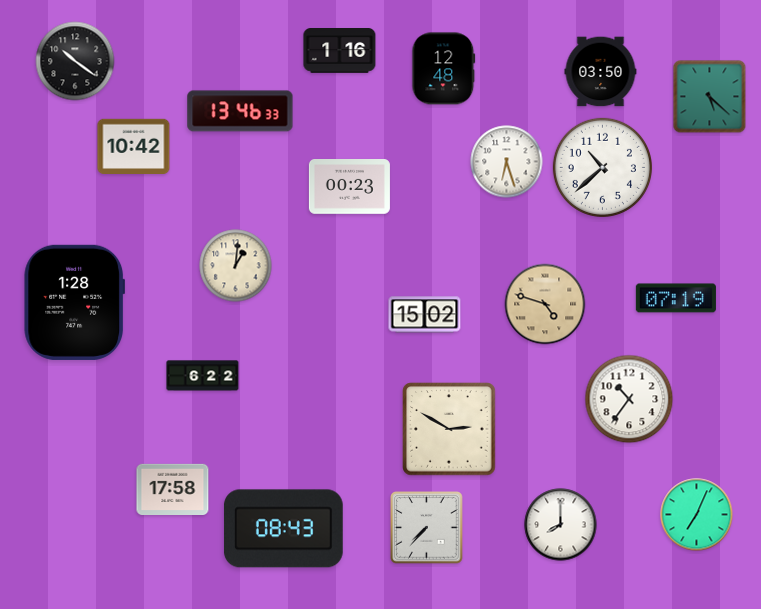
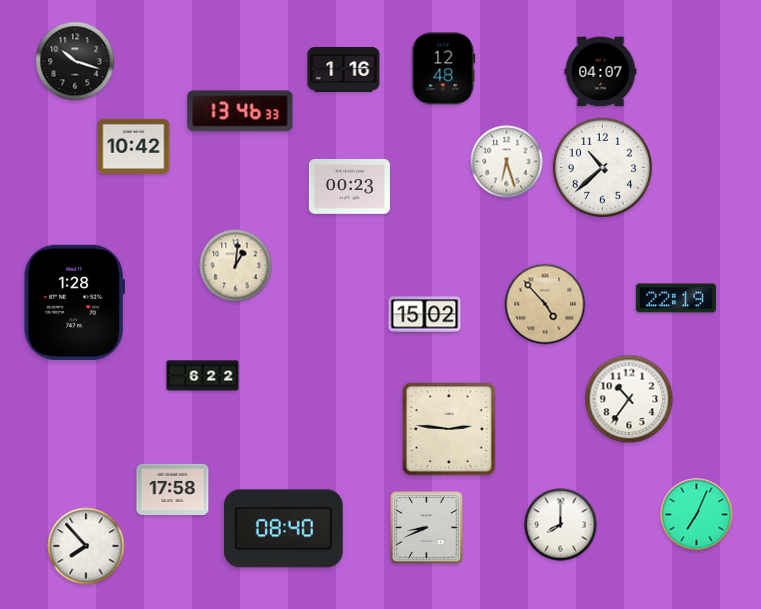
clock at (340, 51) position: (340, 51) -> (344, 70)
clock at (75, 61): 10:21 -> 10:18
clock at (601, 72): 03:50 -> 04:07
clock at (710, 97): 5:22 -> none
clock at (676, 298): 07:19 -> 22:19
clock at (545, 304): 4:48 -> 4:53
clock at (449, 429): 2:50 -> 2:46
clock at (427, 528): 7:37 -> 8:41
clock at (283, 529): 08:43 -> 08:40
clock at (86, 546): none -> 7:53
